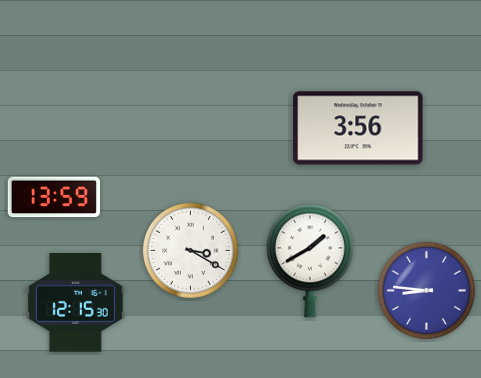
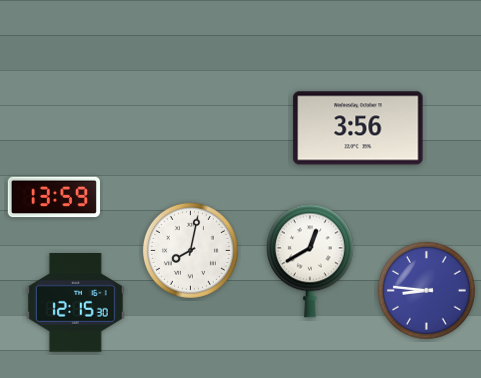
clock at (190, 250): 3:20 -> 8:02
clock at (310, 261): 1:40 -> 12:40
